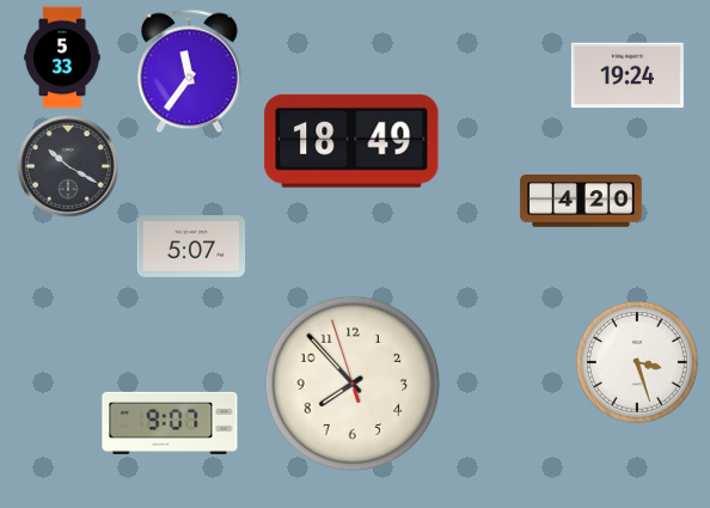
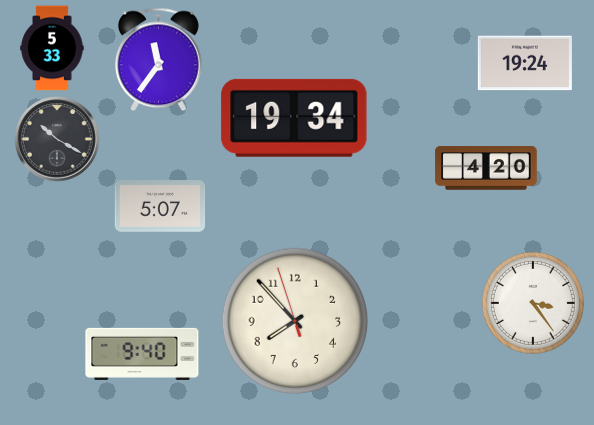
clock at (351, 141): 18:49 -> 19:34
clock at (637, 362): 3:27 -> 3:24
clock at (170, 423): 9:07 -> 9:40
